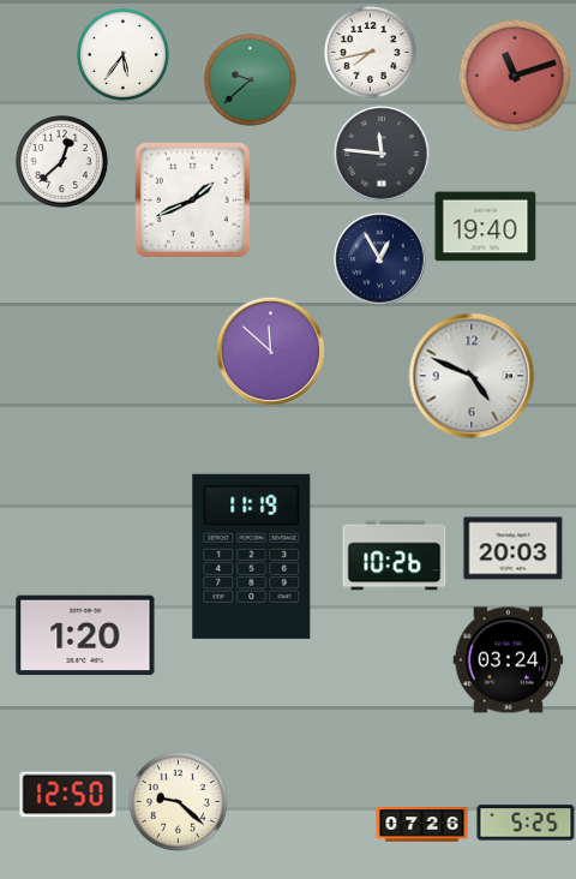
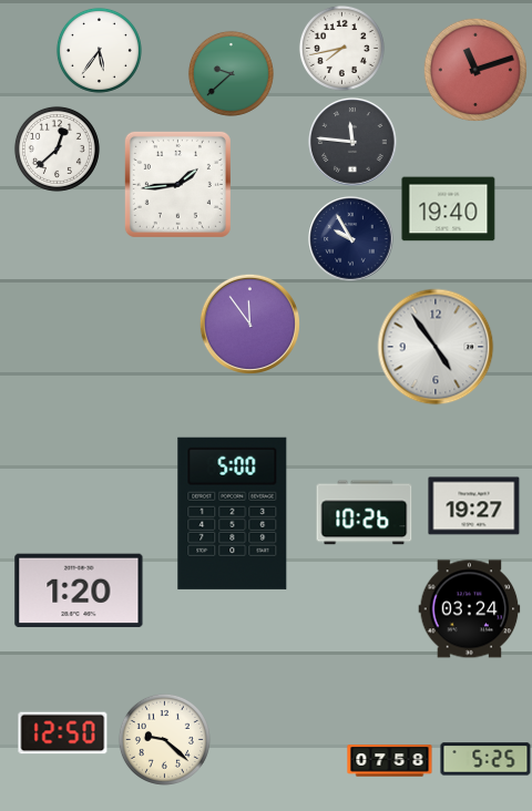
clock at (122, 54) position: (122, 54) -> (99, 50)
clock at (192, 199): 1:41 -> 1:44
clock at (380, 259): 12:55 -> 9:55
clock at (270, 351): 11:52 -> 11:54
clock at (472, 376): 4:49 -> 4:54
clock at (514, 549): 20:03 -> 19:27
clock at (252, 556): 11:19 -> 5:00
clock at (85, 635) position: (85, 635) -> (79, 591)
clock at (422, 825): 07:26 -> 07:58
